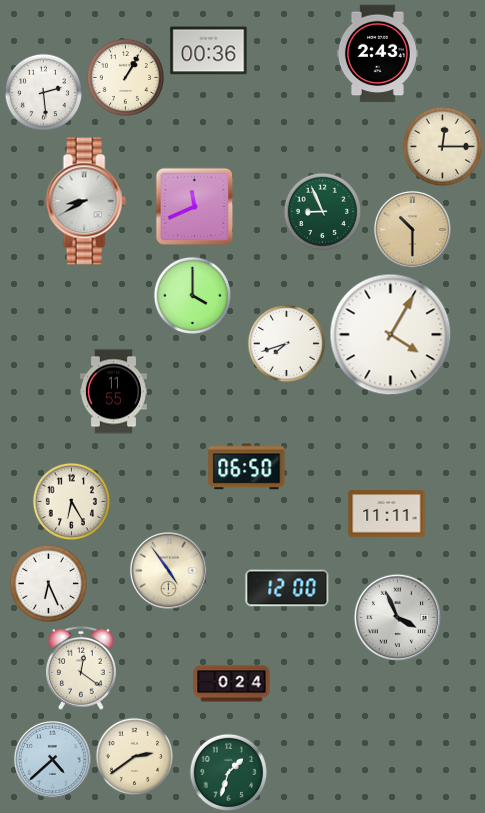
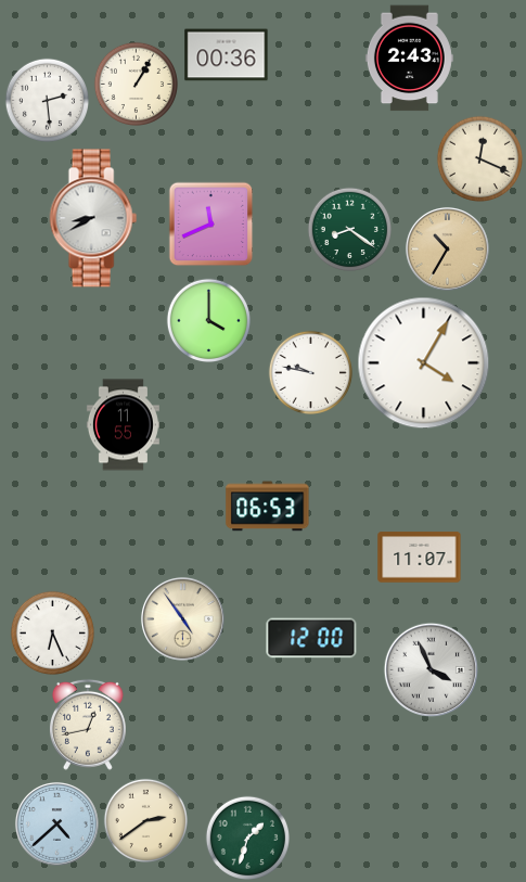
clock at (442, 146): 12:15 -> 12:19
clock at (322, 211): 8:56 -> 8:21
clock at (412, 229): 10:30 -> 10:35
clock at (286, 343): 7:42 -> 9:47
clock at (247, 467): 06:50 -> 06:53
clock at (71, 501): 6:25 -> none
clock at (387, 514): 11:11 -> 11:07
clock at (81, 668): 12:21 -> 12:43
clock at (232, 684): 0:24 -> none
